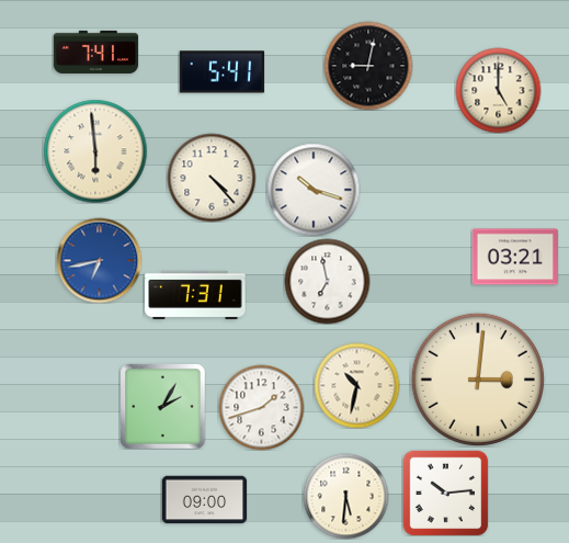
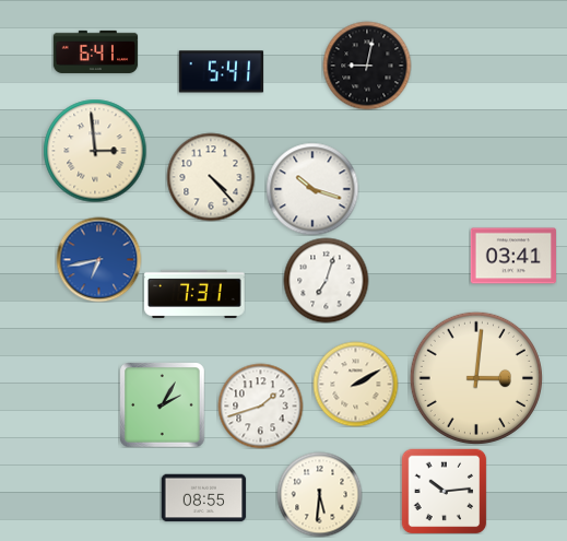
clock at (95, 52): 7:41 -> 6:41
clock at (498, 90): 5:00 -> none
clock at (95, 151): 5:59 -> 2:59
clock at (514, 257): 03:21 -> 03:41
clock at (327, 281): 6:58 -> 7:03
clock at (356, 385): 10:32 -> 2:10
clock at (345, 496) position: (345, 496) -> (319, 494)
clock at (204, 500): 09:00 -> 08:55
